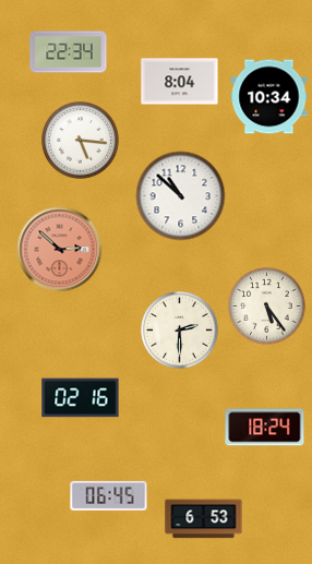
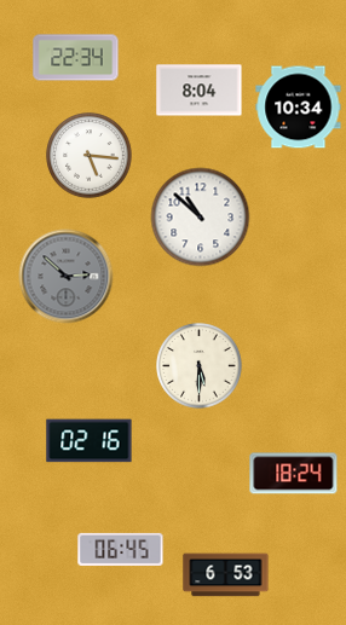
clock at (60, 250) dial: salmon -> grey
clock at (267, 307): 5:24 -> none
clock at (180, 331): 2:30 -> 5:30
